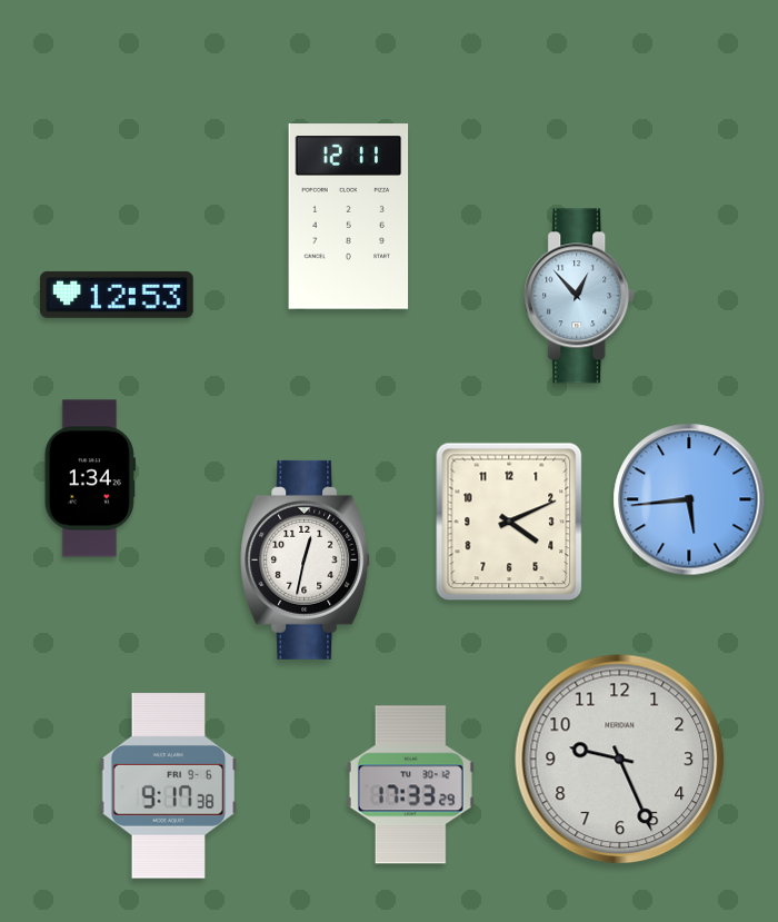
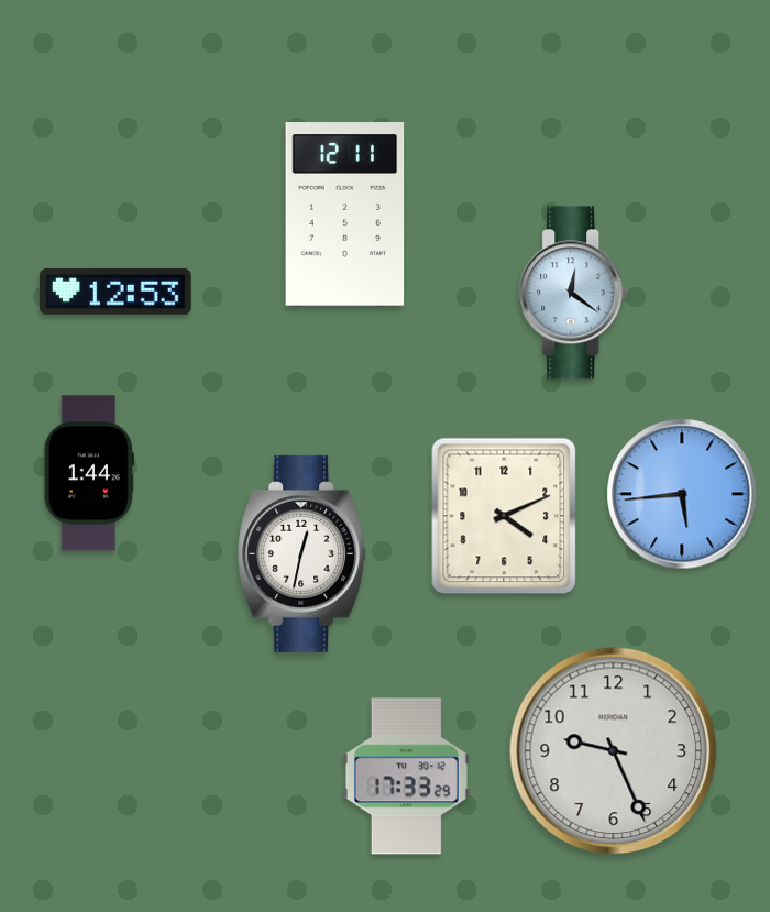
clock at (580, 296): 12:53 -> 12:21
clock at (90, 478): 1:34 -> 1:44
clock at (169, 786): 9:17 -> none
